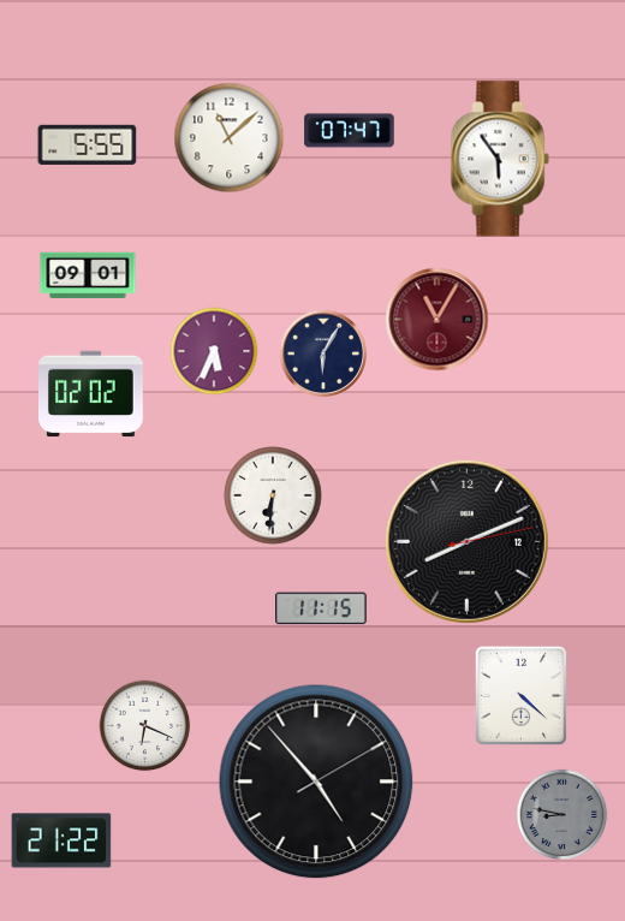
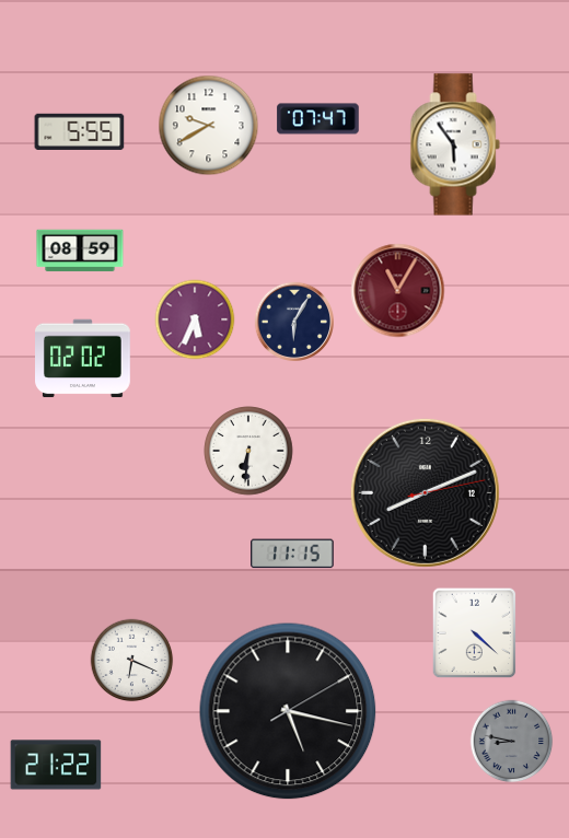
clock at (230, 138): 11:08 -> 9:40
clock at (88, 275): 09:01 -> 08:59
clock at (316, 782): 4:53 -> 5:17
